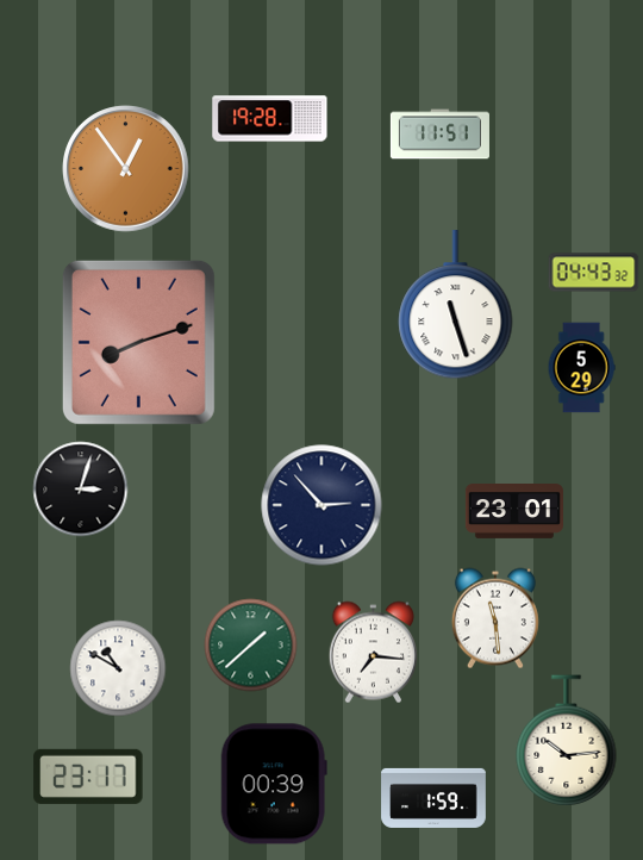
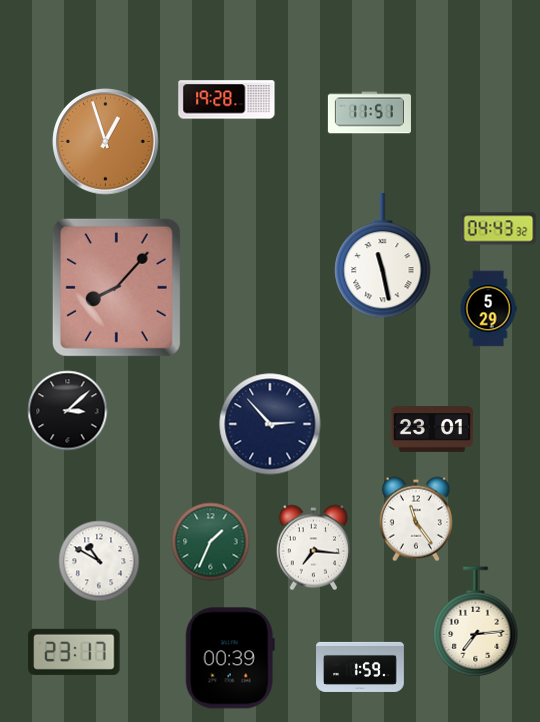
clock at (126, 169): 12:54 -> 12:57
clock at (456, 305): 11:27 -> 11:28
clock at (138, 342): 8:12 -> 8:07
clock at (81, 490): 3:03 -> 3:08
clock at (495, 618): 11:29 -> 11:24
clock at (251, 646): 1:38 -> 1:34
clock at (567, 741): 10:14 -> 7:14
clock at (433, 798) position: (433, 798) -> (360, 667)
